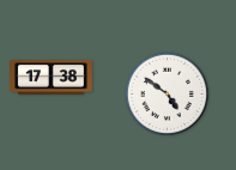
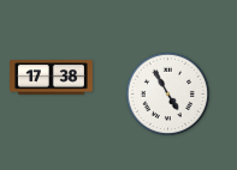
clock at (167, 93): 4:51 -> 4:55
